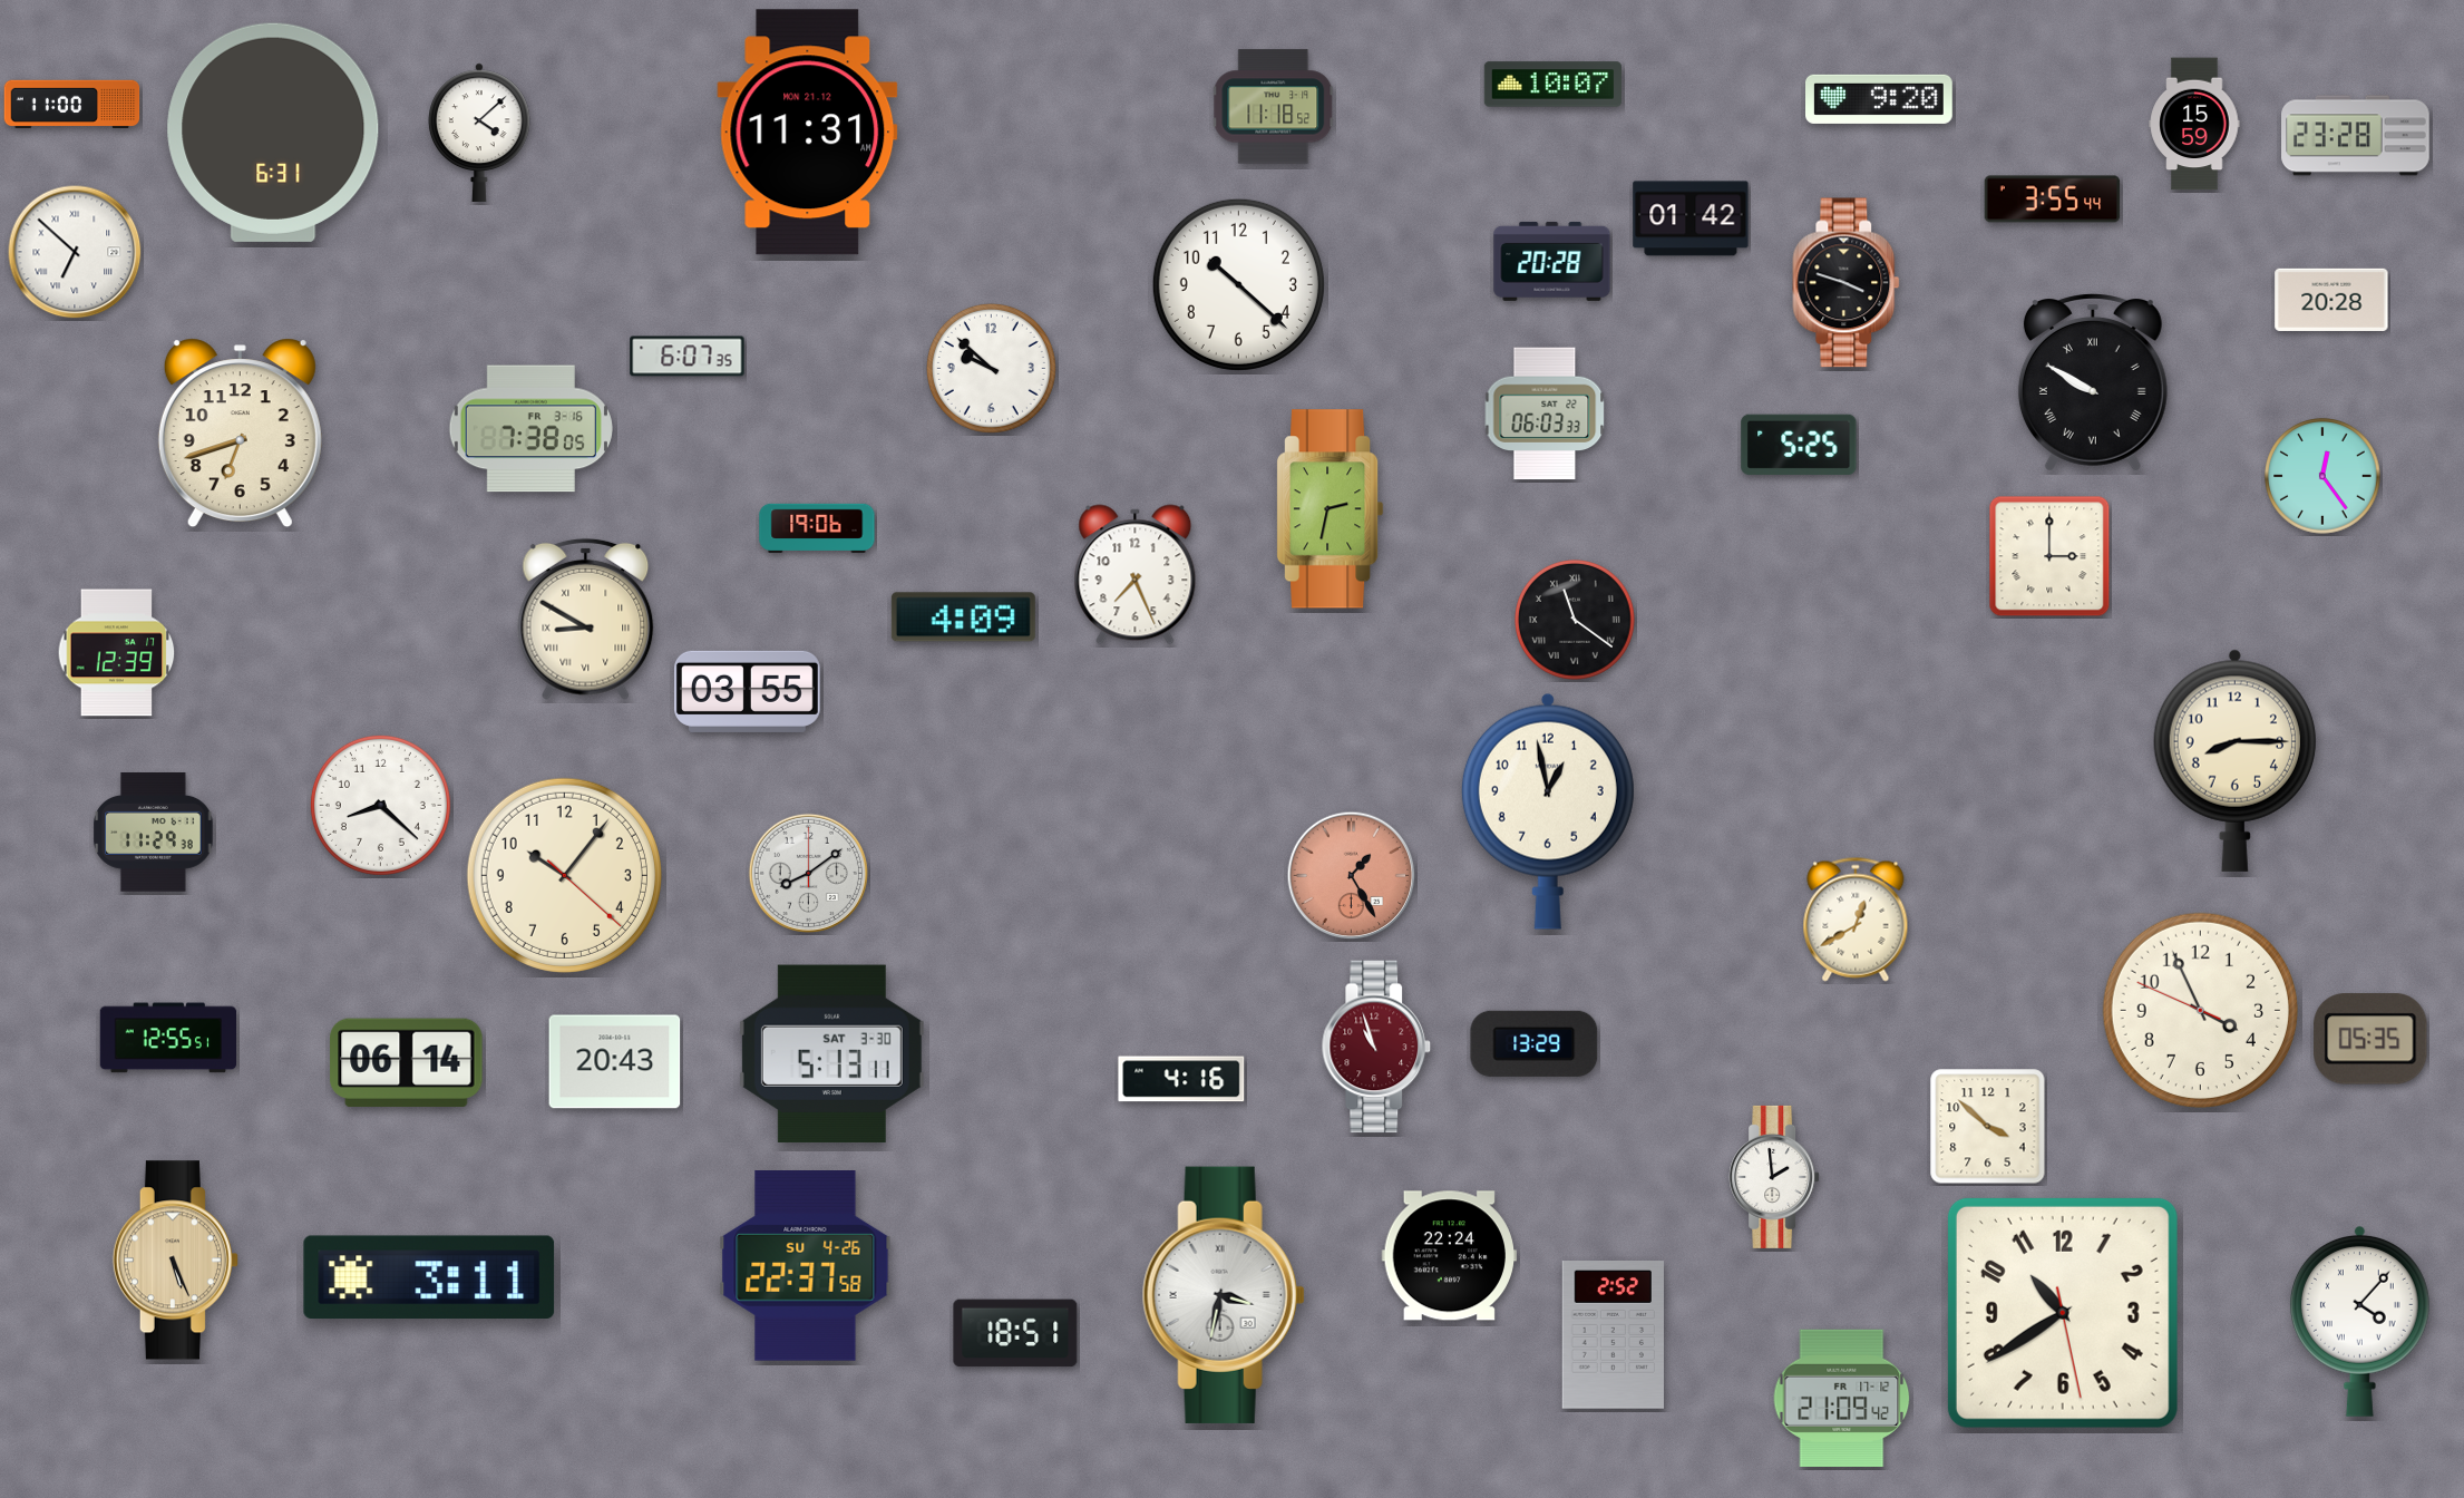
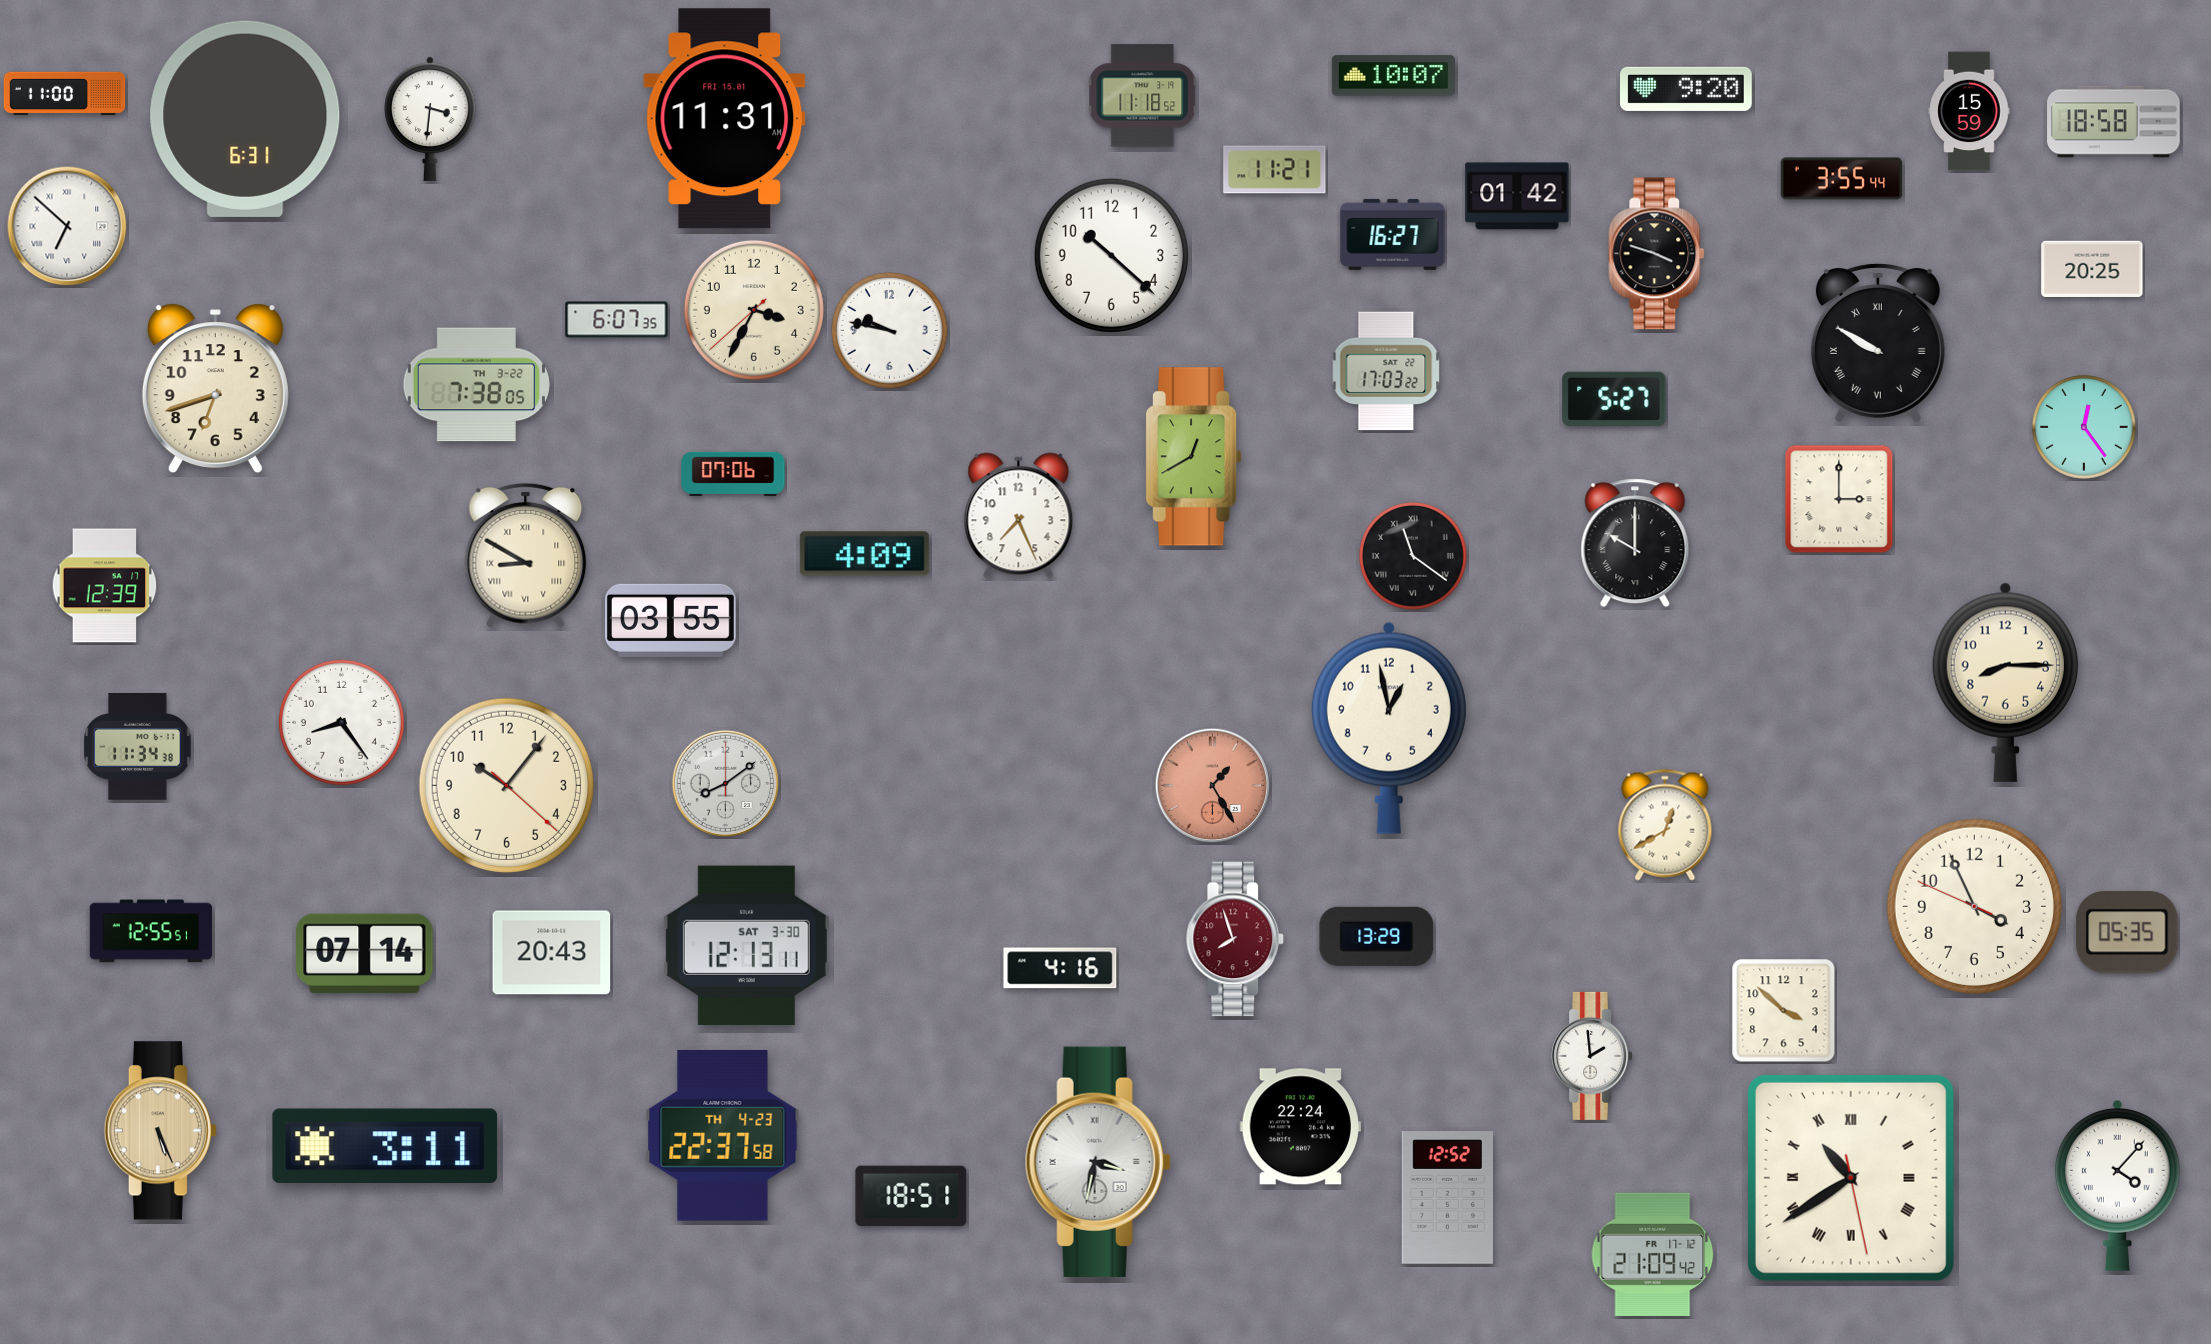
clock at (480, 133): 4:08 -> 3:31
clock at (808, 133) date: MON 21.12 -> FRI 15.01
clock at (2356, 136): 23:28 -> 18:58
clock at (1275, 170): none -> 11:21
clock at (1552, 261): 20:28 -> 16:27
clock at (2331, 300): 20:28 -> 20:25
clock at (754, 310): none -> 3:34
clock at (991, 368): 9:52 -> 9:47
clock at (1545, 414): 06:03 -> 17:03
clock at (530, 429) date: FR 3-16 -> TH 3-22
clock at (1799, 445): 5:25 -> 5:27
clock at (1331, 509): 2:32 -> 12:40
clock at (817, 527): 19:06 -> 07:06
clock at (1635, 543): none -> 10:00
clock at (380, 805): 8:22 -> 8:24
clock at (154, 833): 11:29 -> 11:34
clock at (1376, 1047): 10:57 -> 7:57
clock at (831, 1053): 5:13 -> 12:13
clock at (407, 1062): 06:14 -> 07:14
clock at (175, 1261) position: (175, 1261) -> (160, 1131)
clock at (806, 1266) date: SU 4-26 -> TH 4-23
clock at (2063, 1313) numerals: Arabic -> Roman
clock at (1613, 1335): 2:52 -> 12:52
